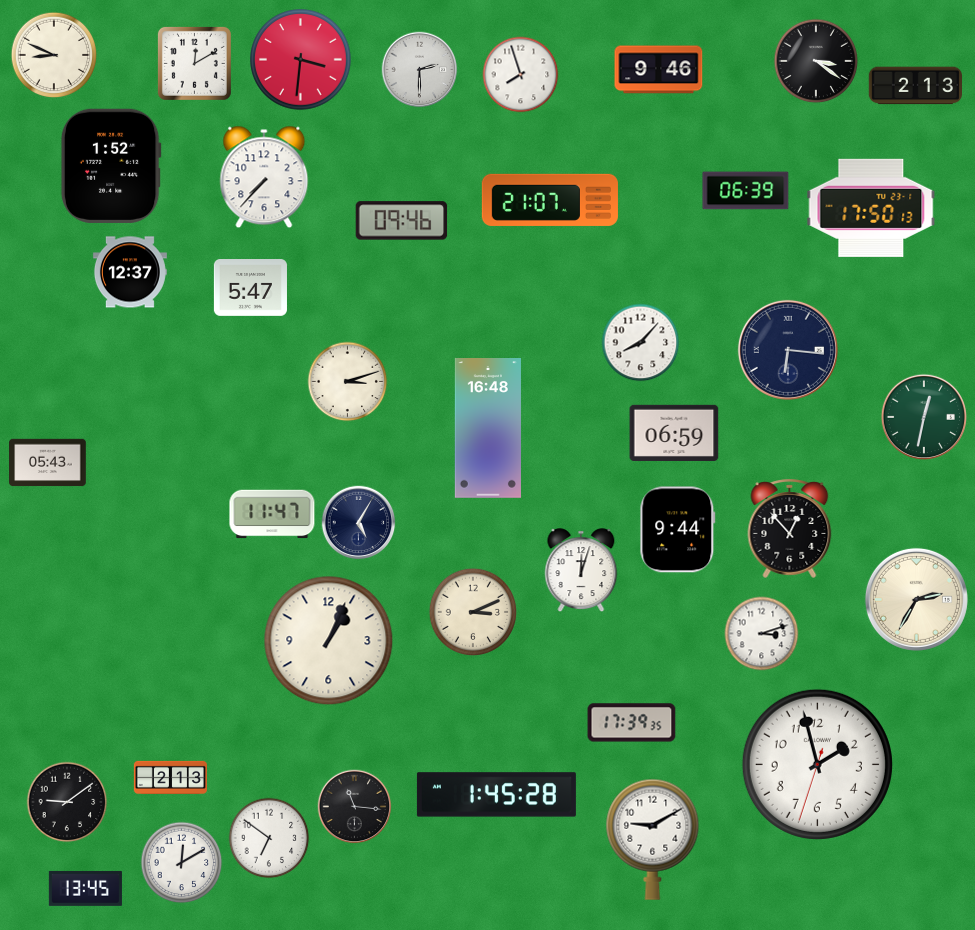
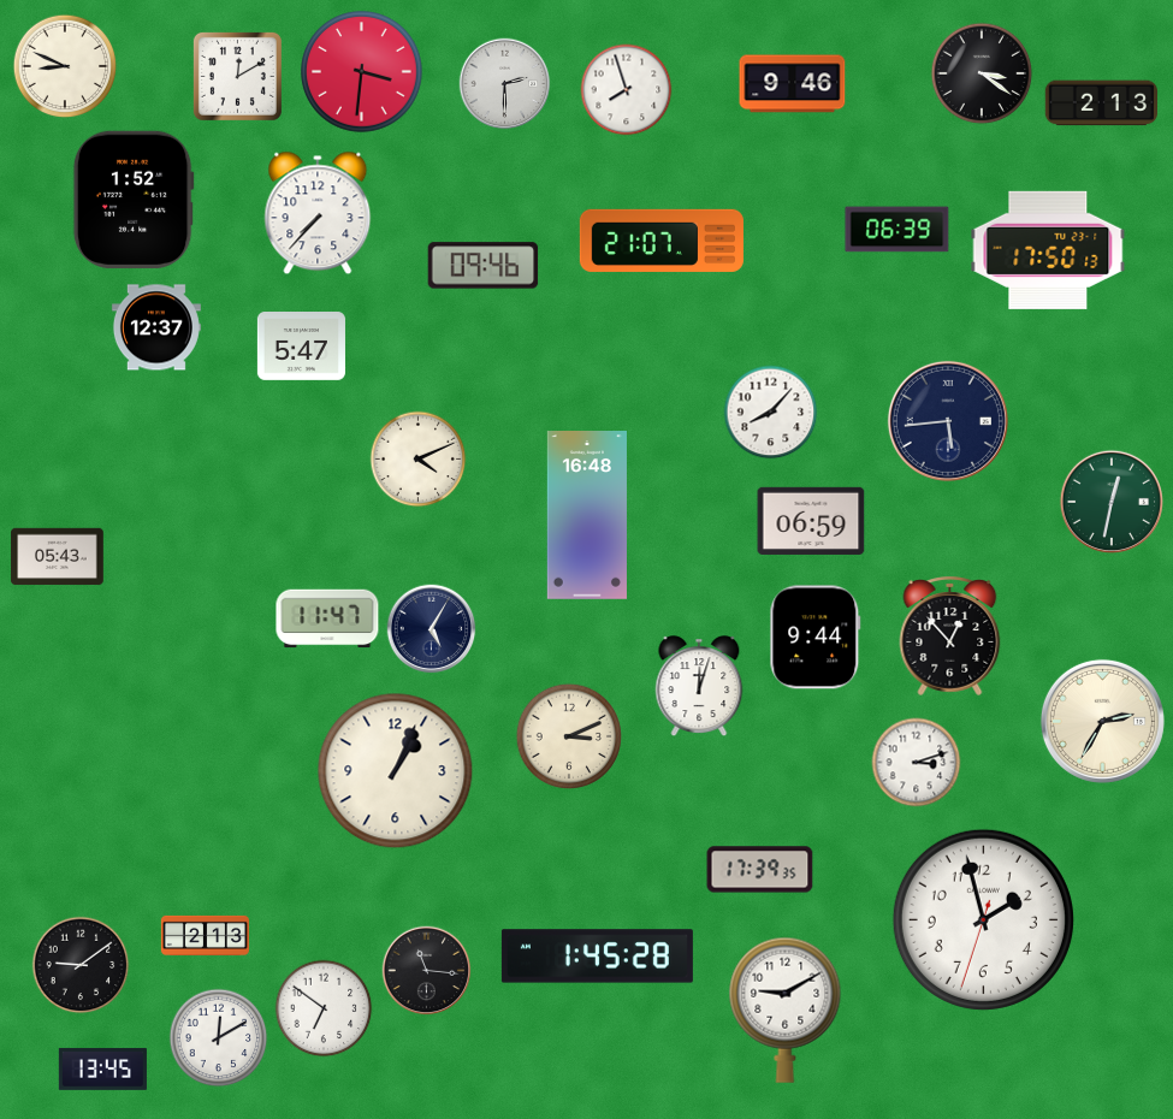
clock at (194, 63) position: (194, 63) -> (237, 76)
clock at (788, 350): 6:16 -> 5:44
clock at (348, 382): 3:12 -> 4:11
